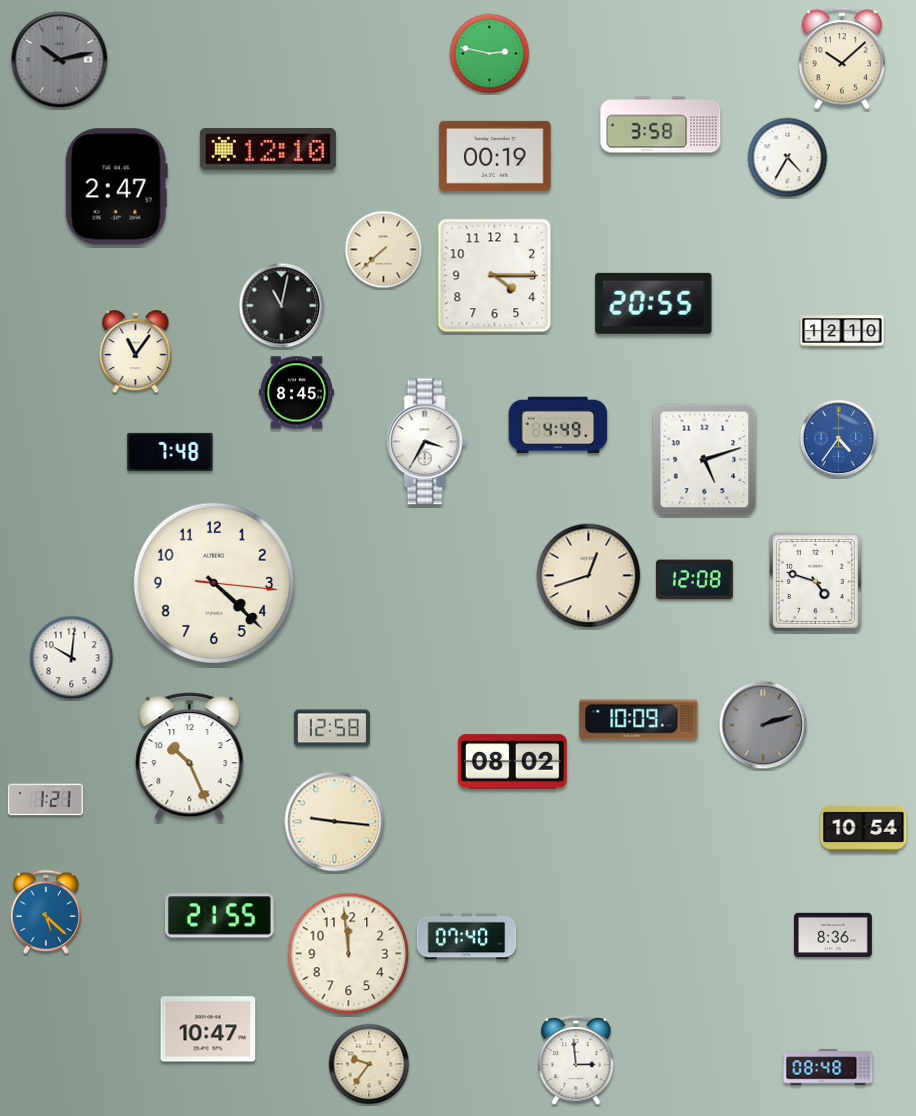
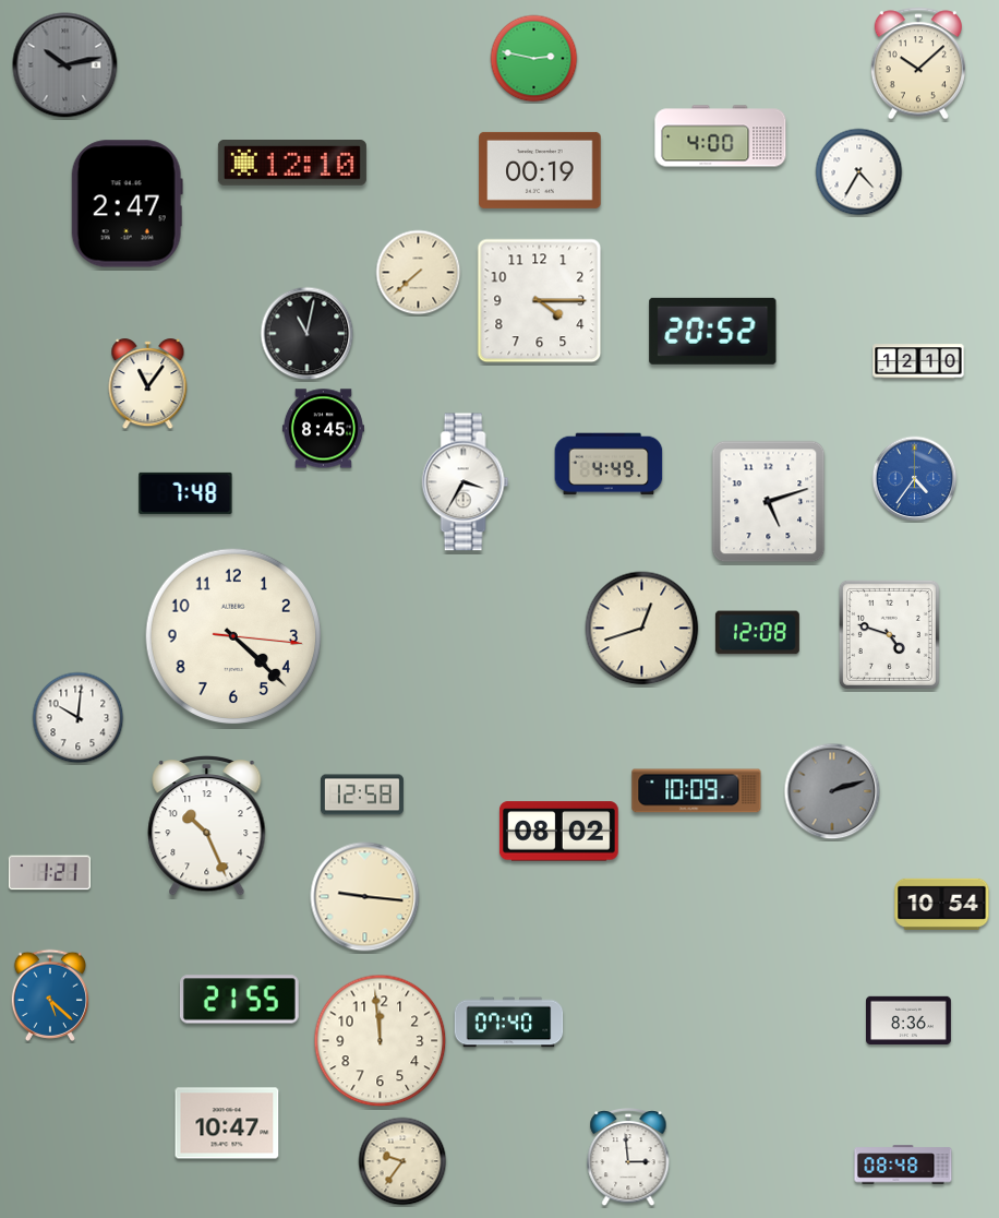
clock at (661, 125): 3:58 -> 4:00
clock at (654, 303): 20:55 -> 20:52
clock at (639, 720) position: (639, 720) -> (697, 791)
